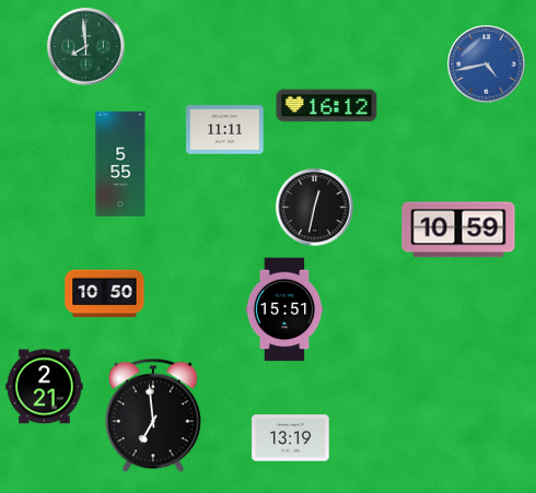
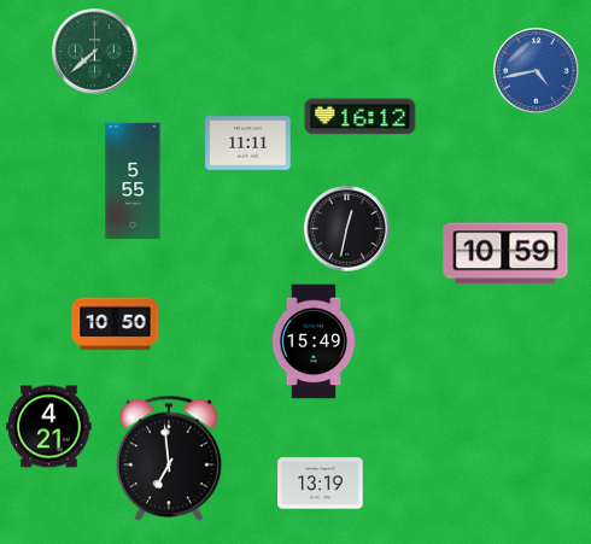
clock at (86, 47): 7:59 -> 7:38
clock at (284, 309): 15:51 -> 15:49
clock at (45, 387): 2:21 -> 4:21
